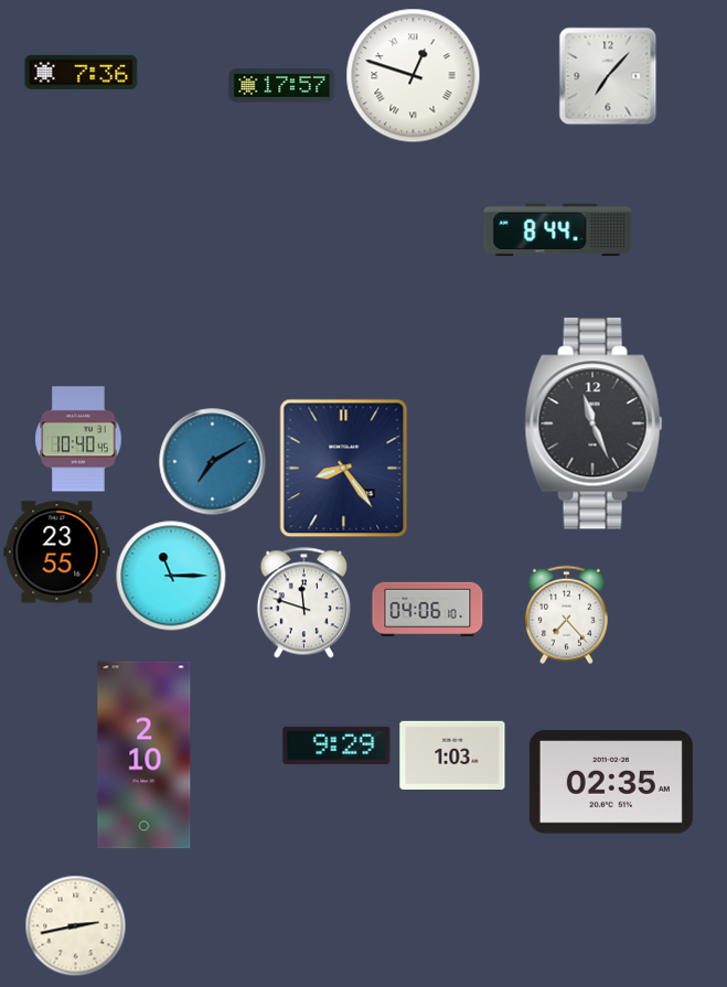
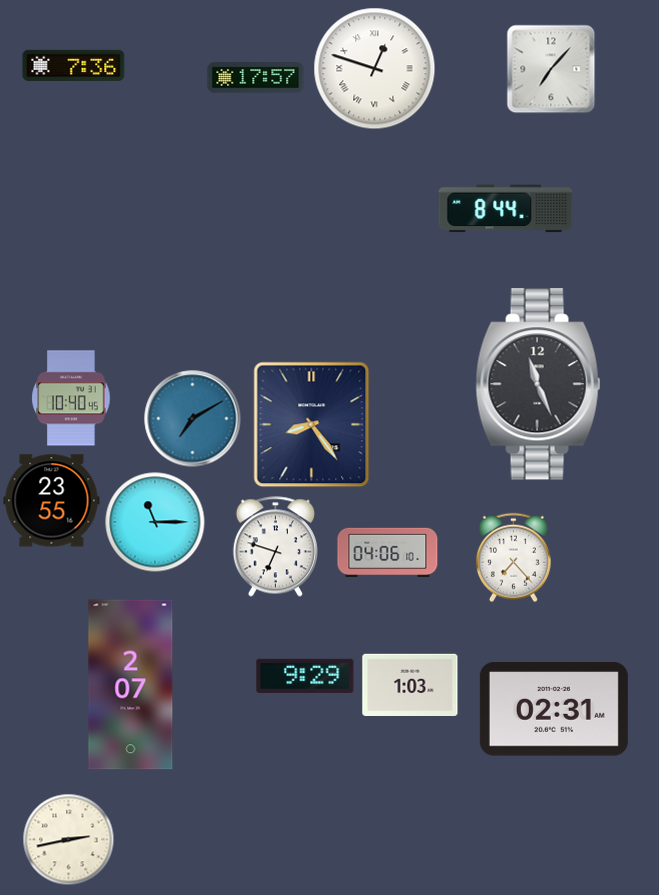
clock at (303, 603): 11:48 -> 6:48
clock at (145, 755): 2:10 -> 2:07
clock at (611, 782): 02:35 -> 02:31
